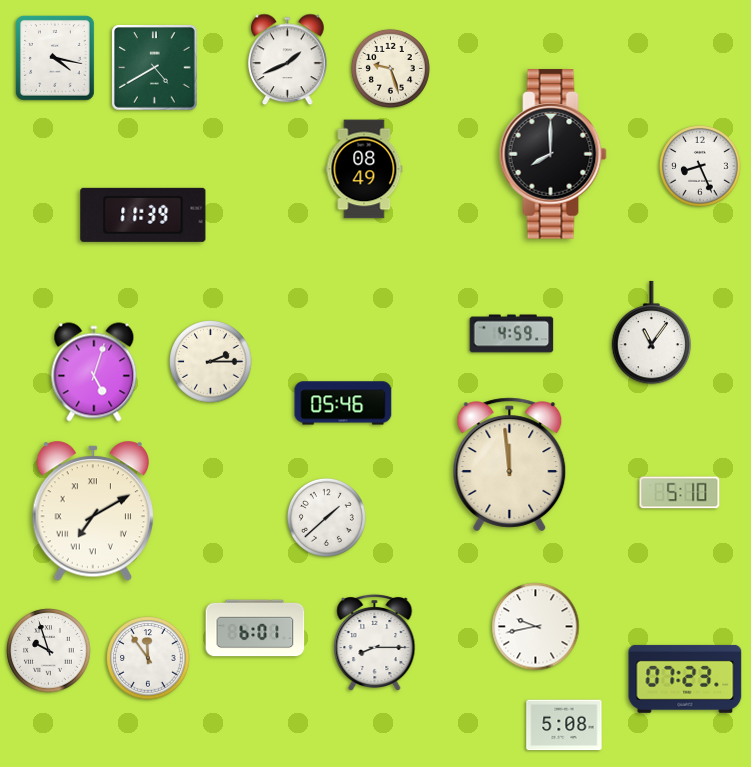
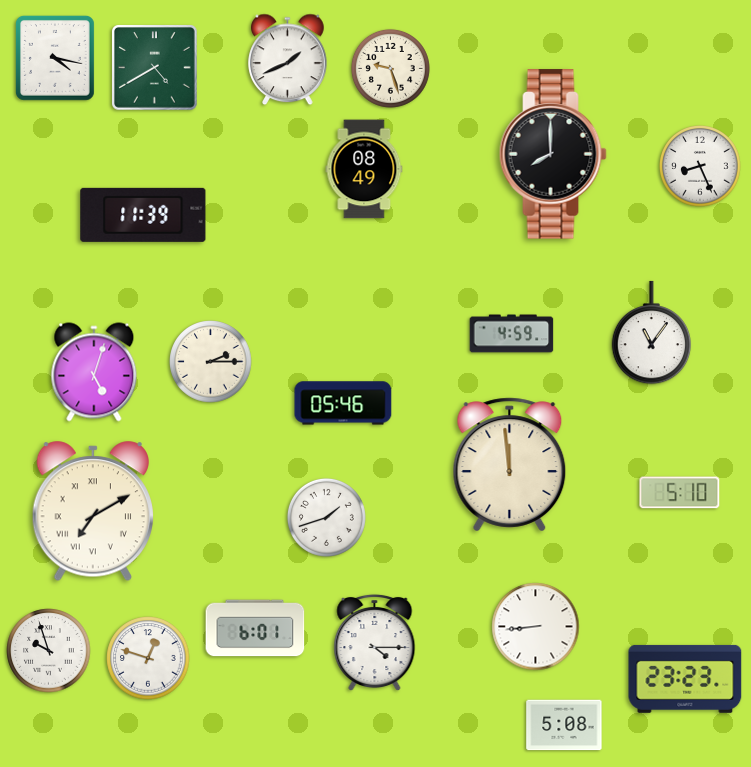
clock at (326, 517): 1:38 -> 1:42
clock at (536, 627): 9:43 -> 8:44
clock at (375, 643): 8:15 -> 4:15
clock at (148, 658): 11:54 -> 12:48
clock at (685, 679): 07:23 -> 23:23
